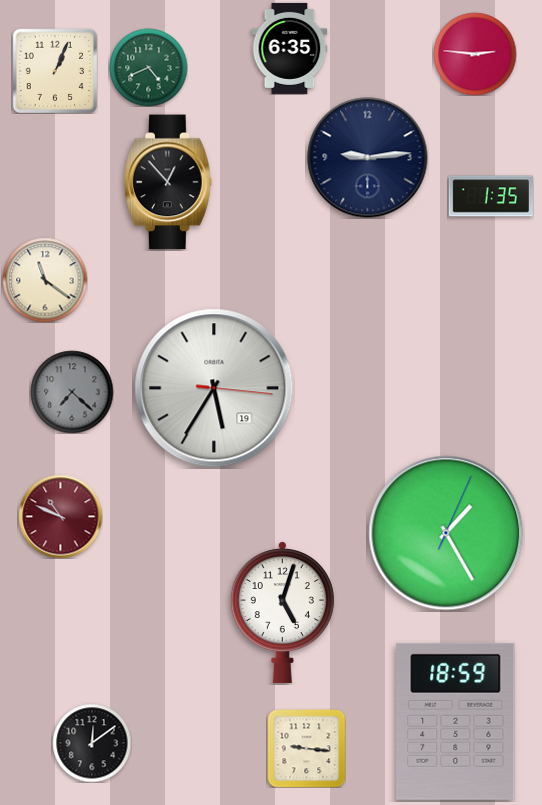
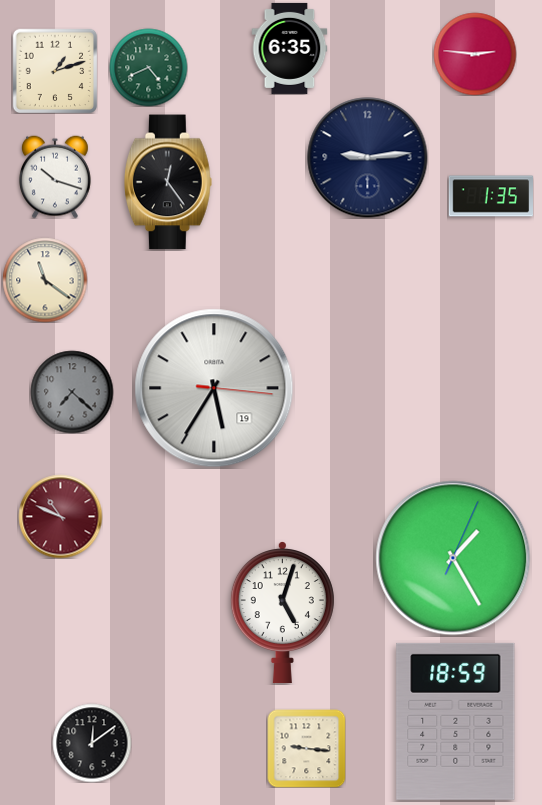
clock at (54, 70): 1:04 -> 1:12
clock at (55, 177): none -> 10:18
clock at (168, 182): 12:53 -> 12:24
clock at (446, 533) position: (446, 533) -> (453, 558)
